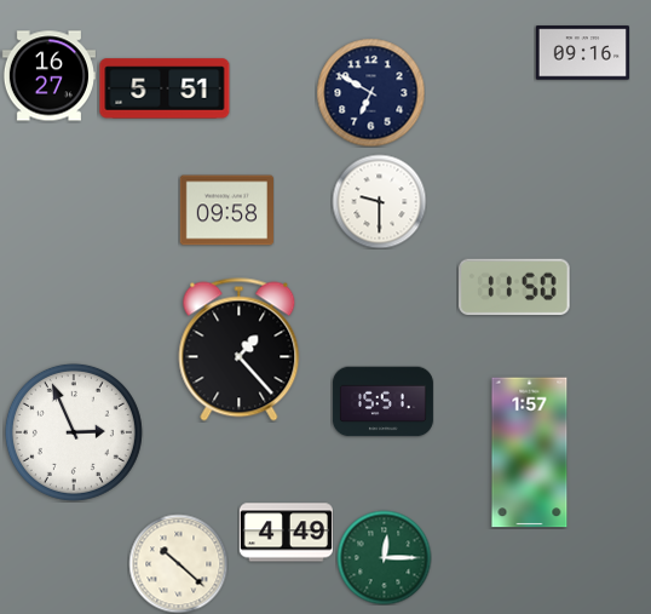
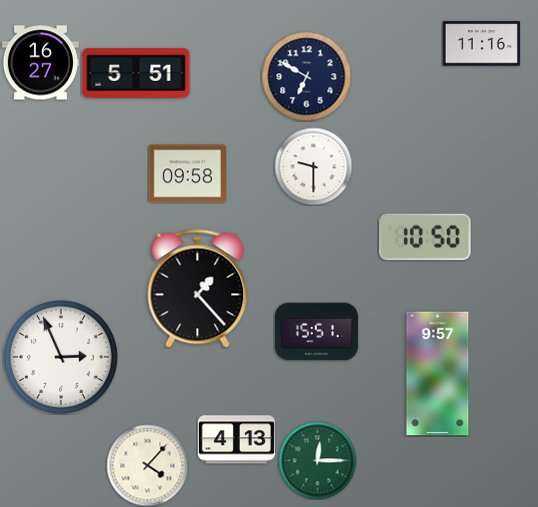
clock at (582, 53): 09:16 -> 11:16
clock at (514, 287): 11:50 -> 10:50
clock at (530, 453): 1:57 -> 9:57
clock at (286, 533): 4:49 -> 4:13
clock at (178, 563): 10:22 -> 4:07
